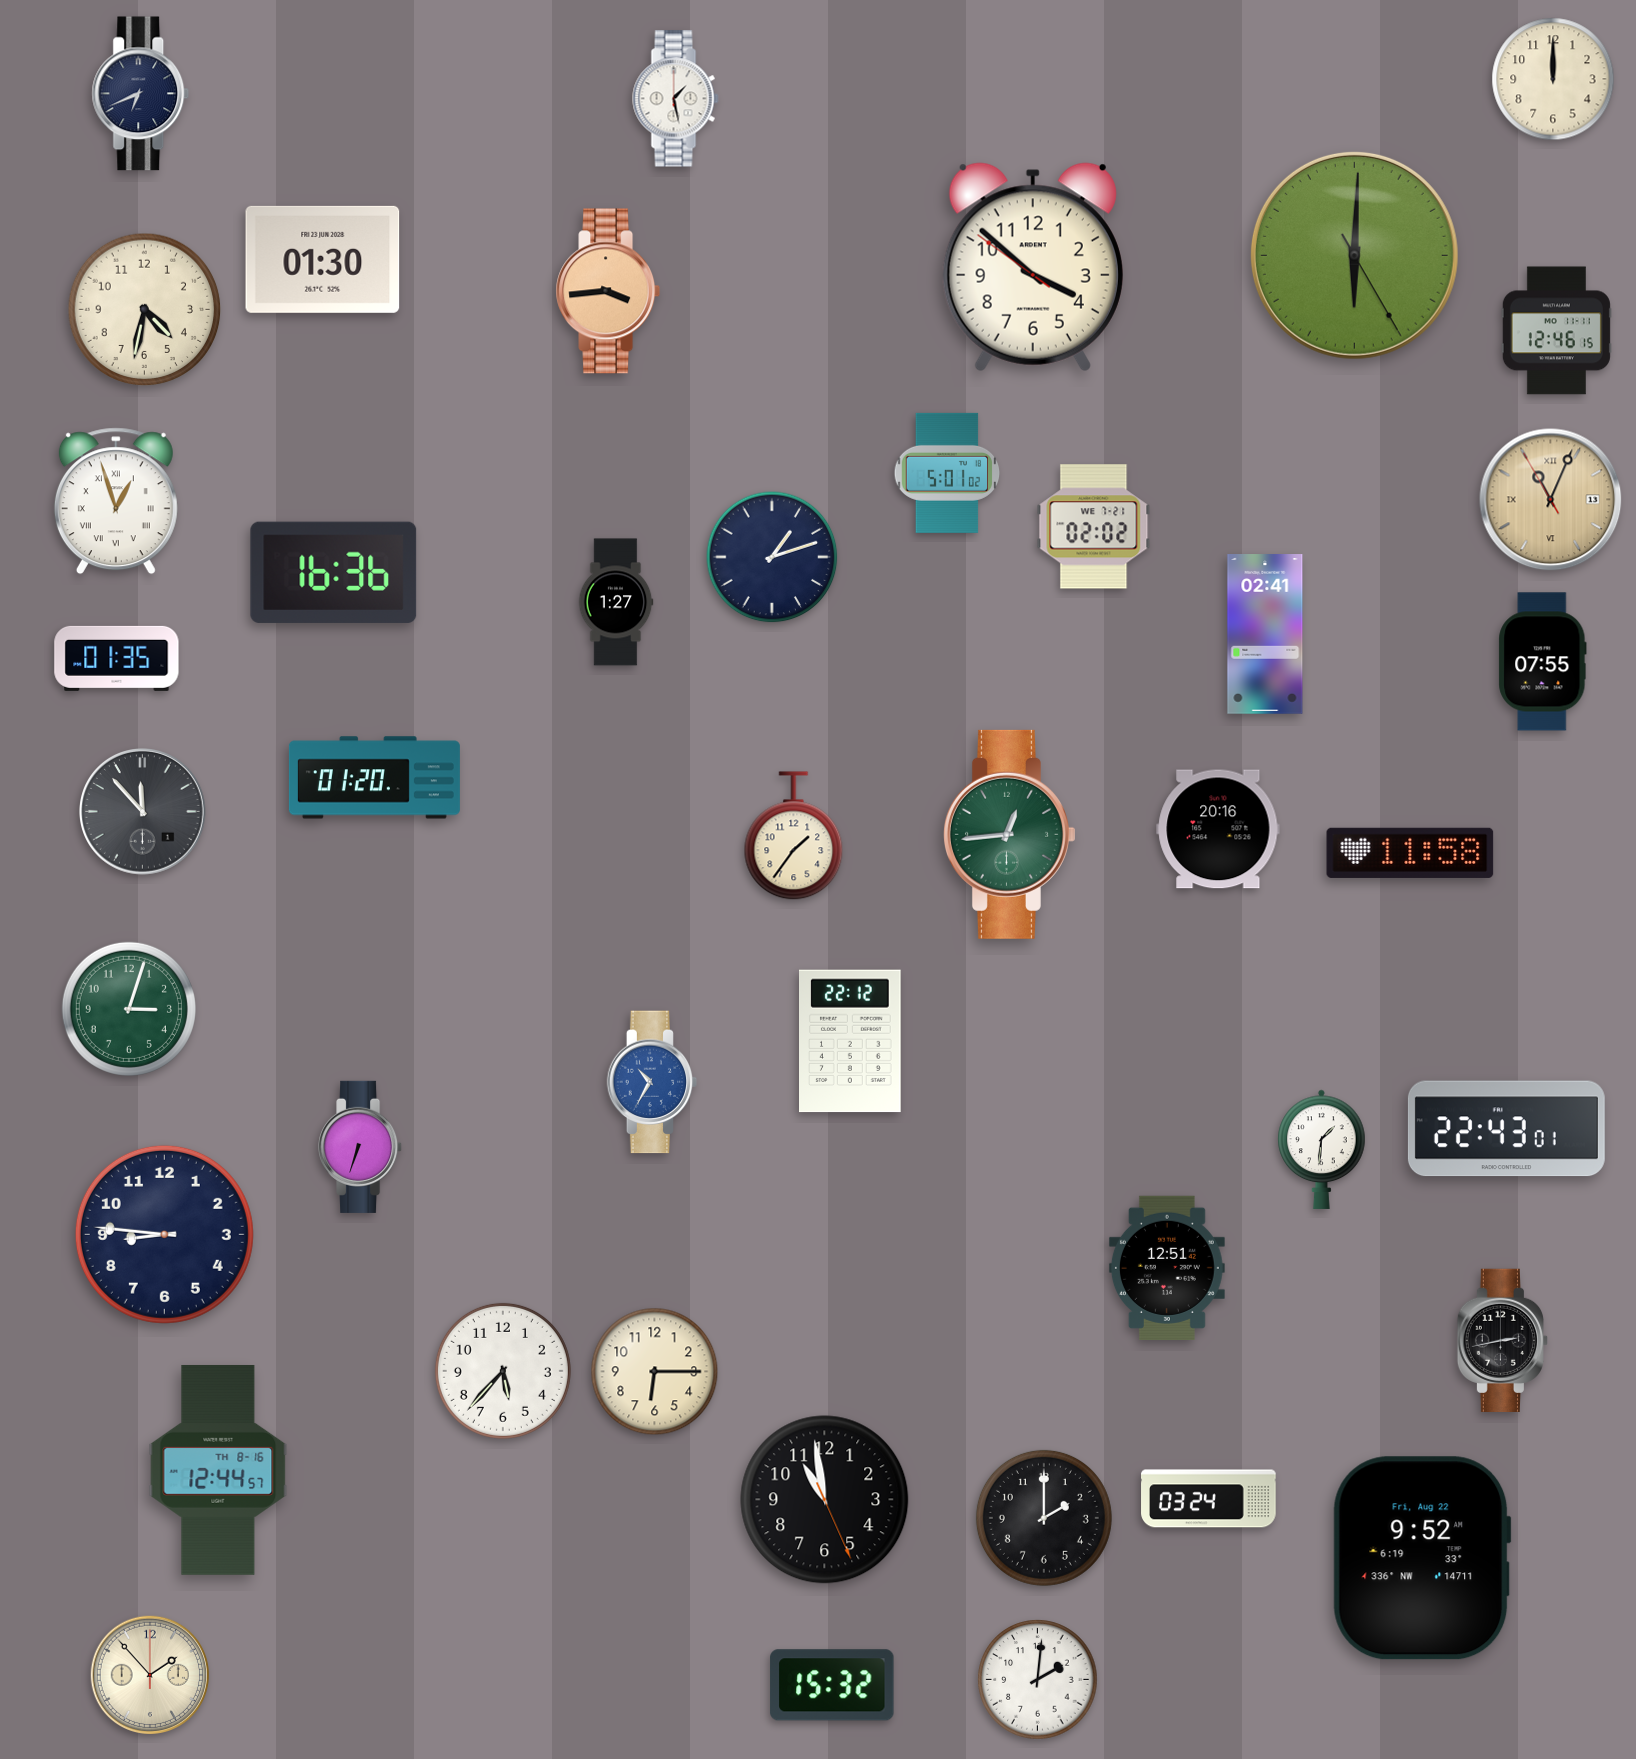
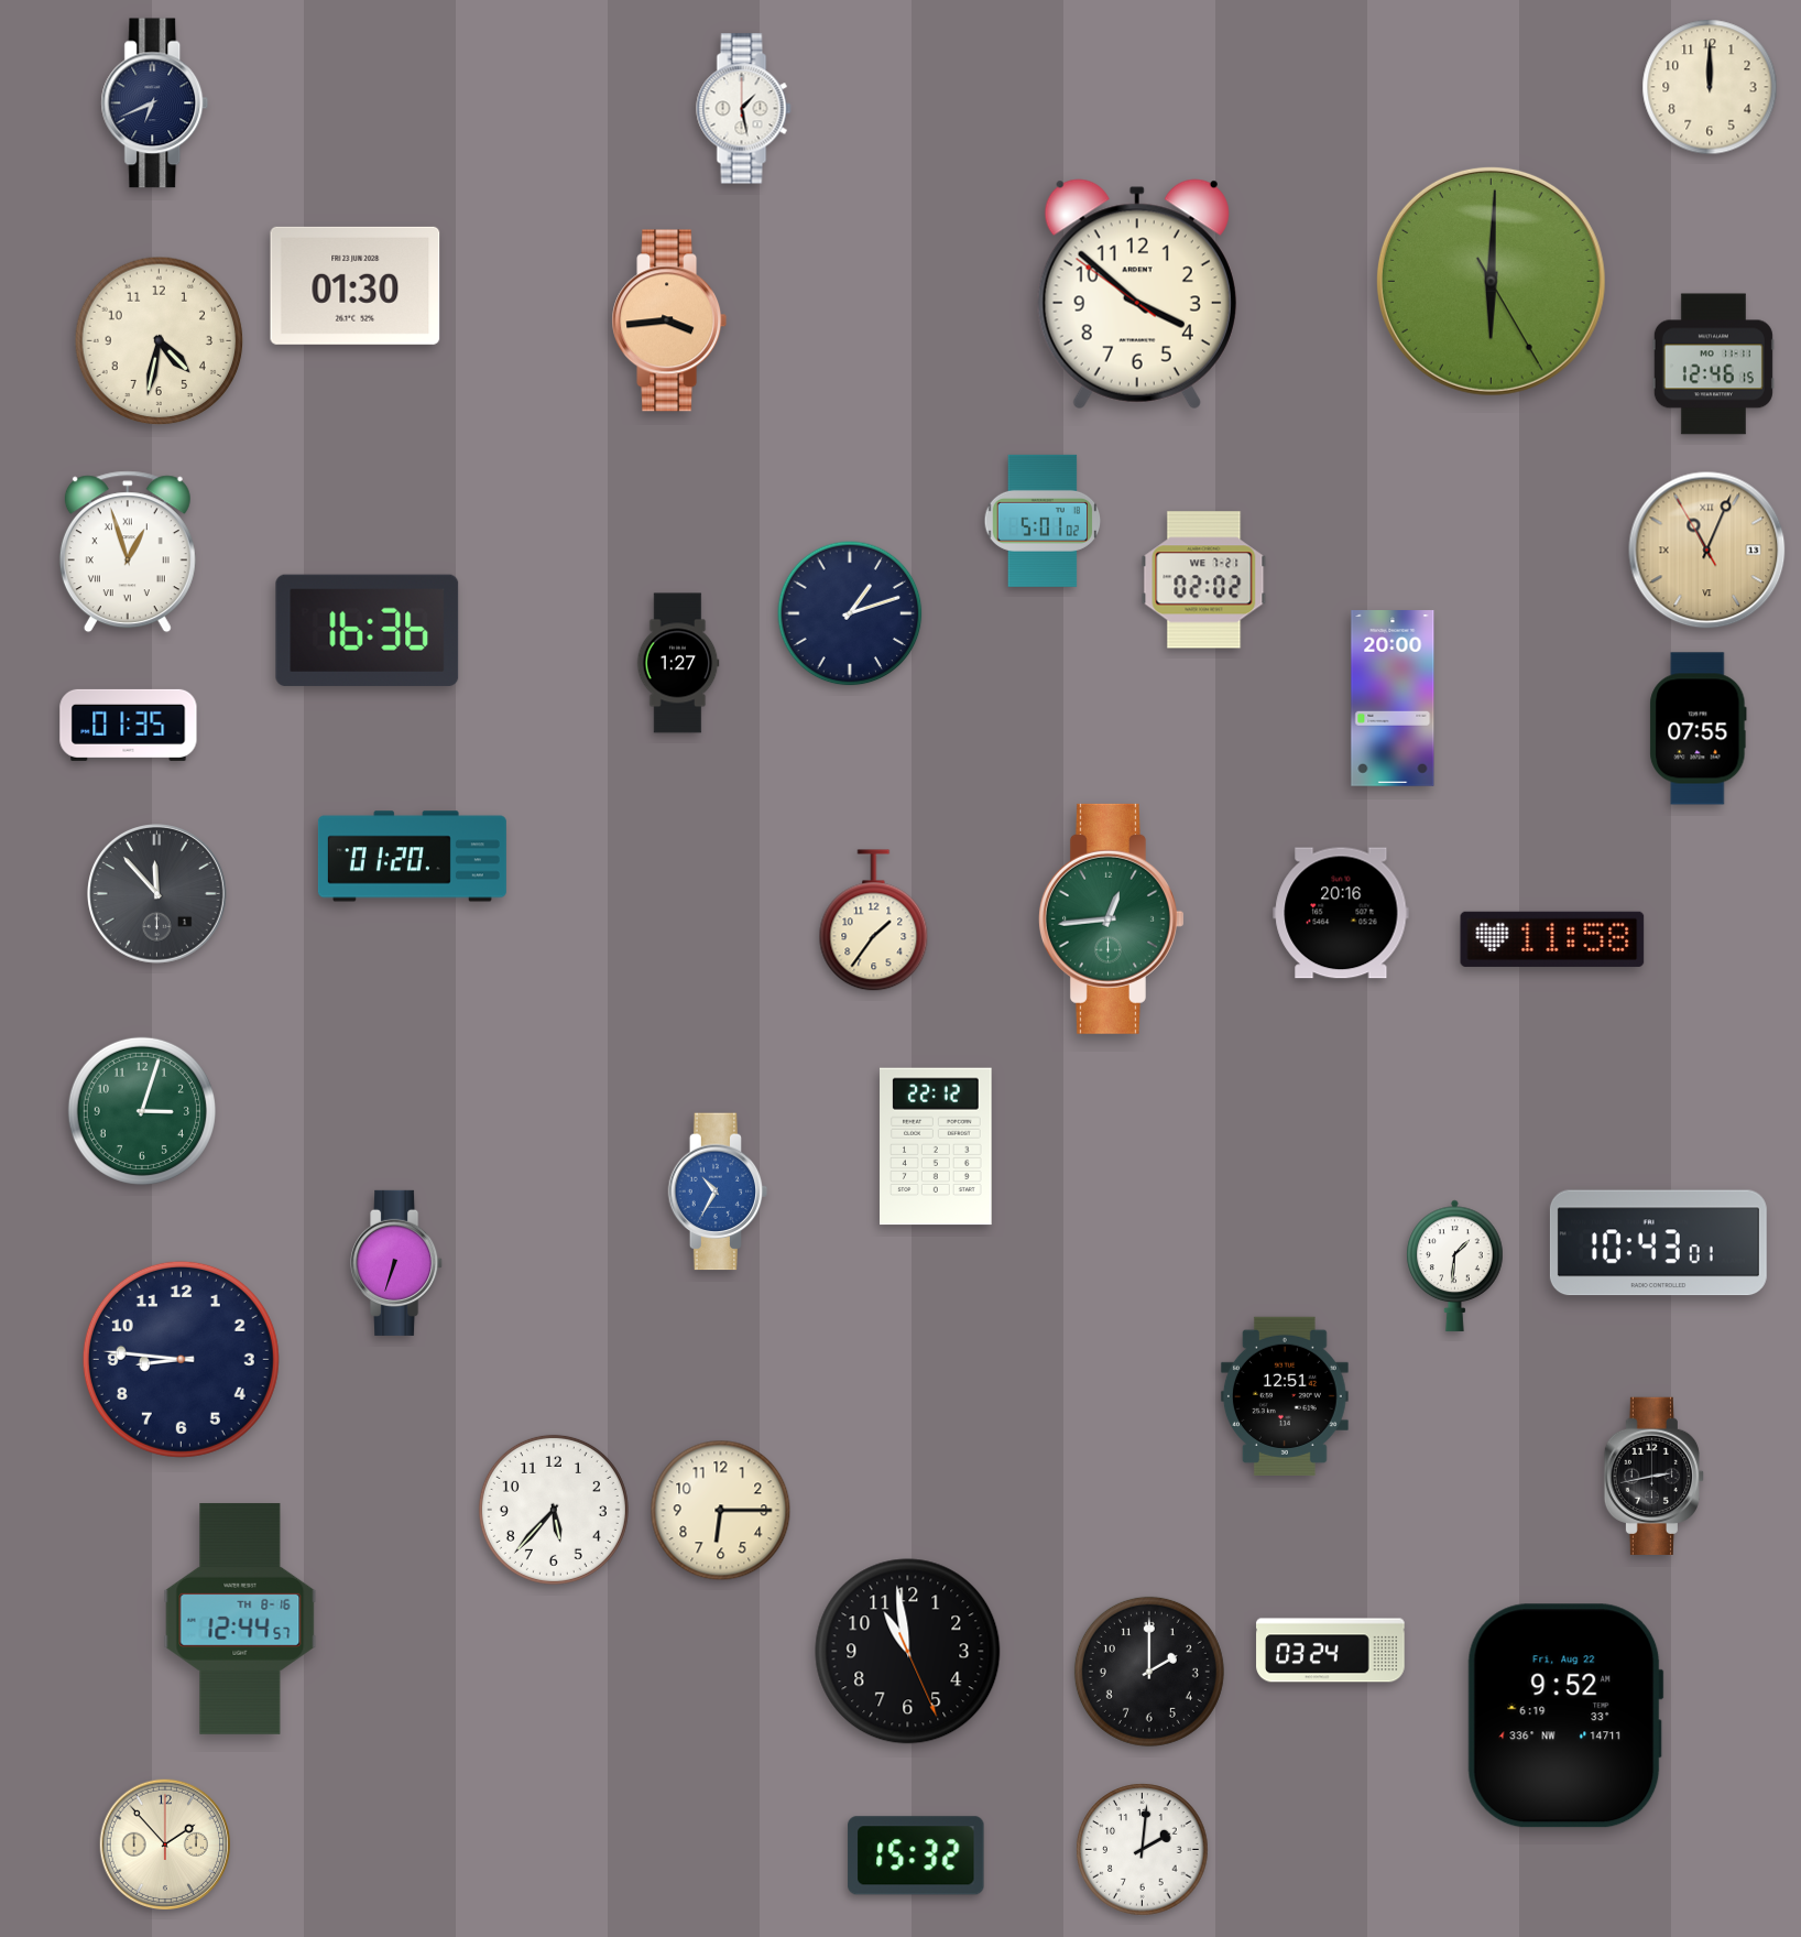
clock at (1265, 634): 02:41 -> 20:00
clock at (1506, 1129): 22:43 -> 10:43
